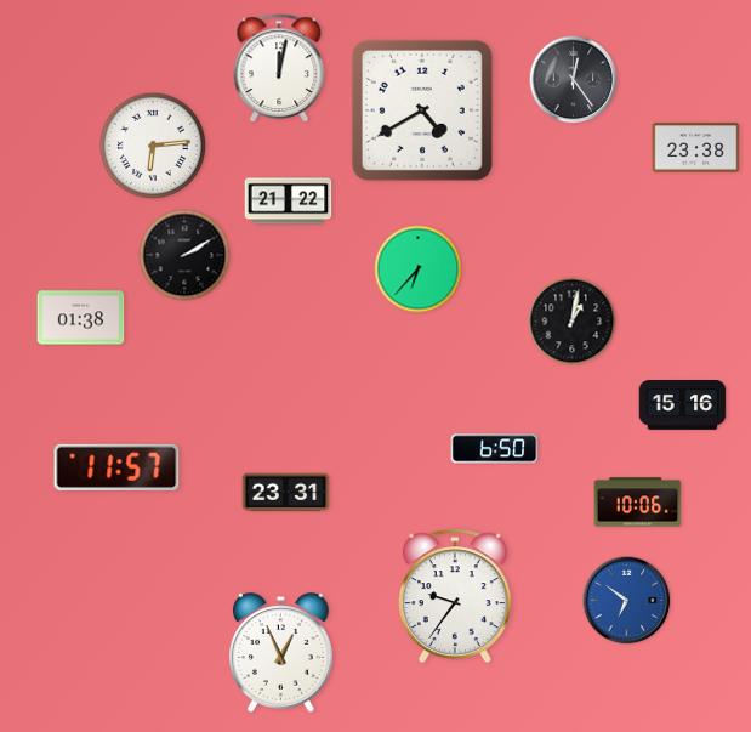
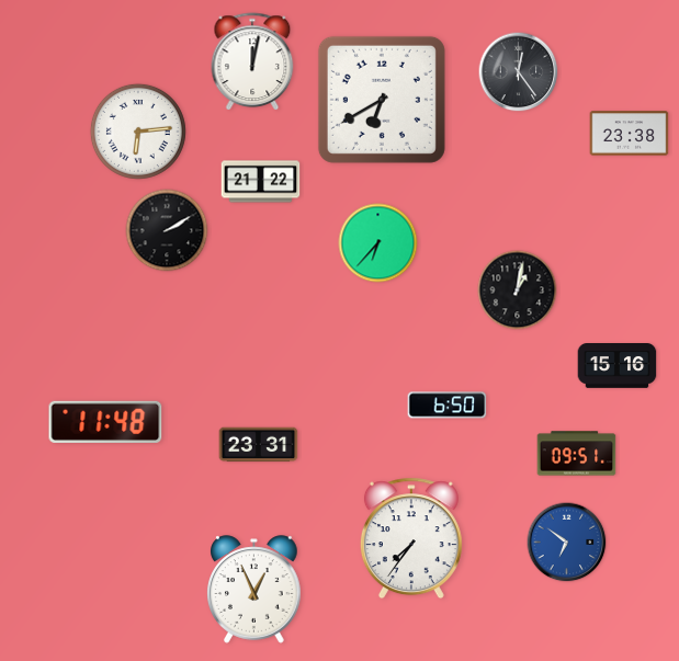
clock at (422, 110): 4:40 -> 6:40
clock at (81, 318): 01:38 -> none
clock at (116, 467): 11:57 -> 11:48
clock at (638, 503): 10:06 -> 09:51
clock at (455, 596): 9:36 -> 7:36
